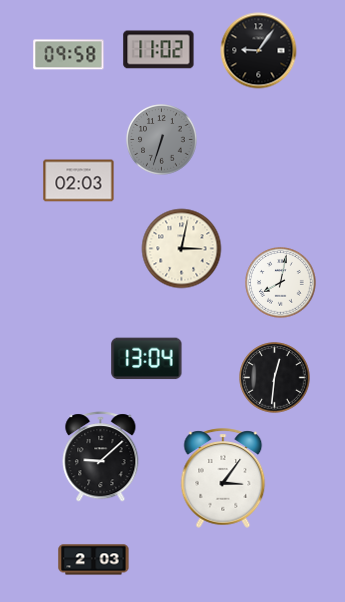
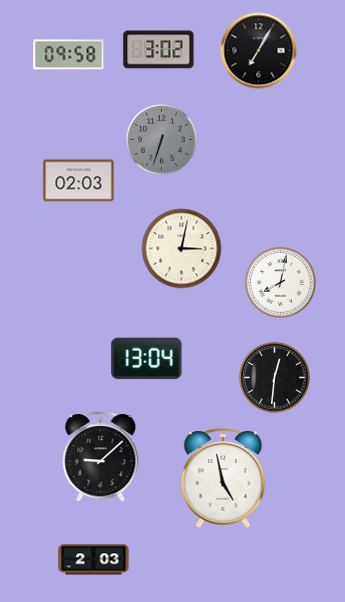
clock at (159, 50): 11:02 -> 3:02
clock at (259, 51): 9:06 -> 7:05
clock at (223, 478): 3:06 -> 4:58
